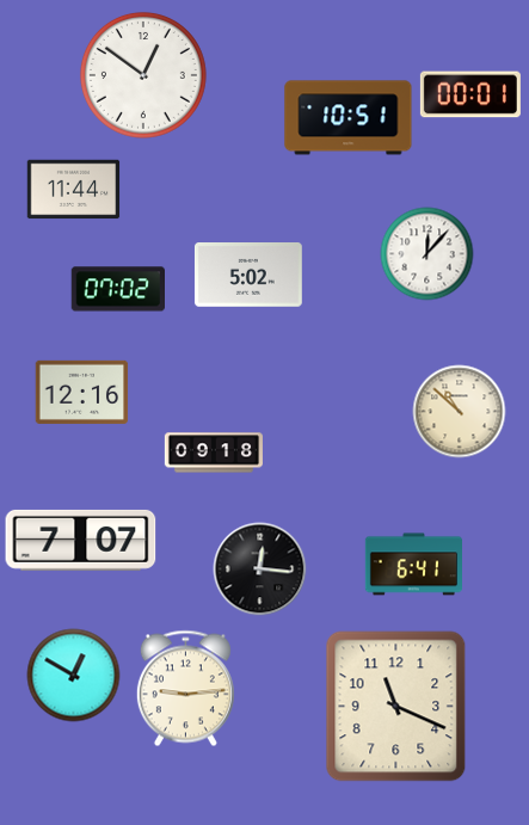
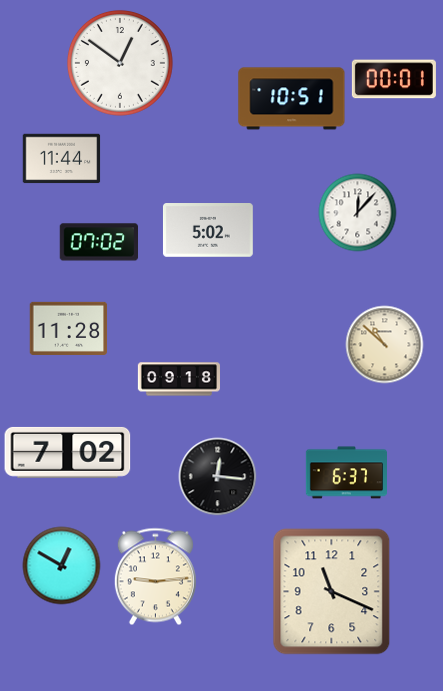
clock at (81, 392): 12:16 -> 11:28
clock at (81, 540): 7:07 -> 7:02
clock at (413, 565): 6:41 -> 6:37
